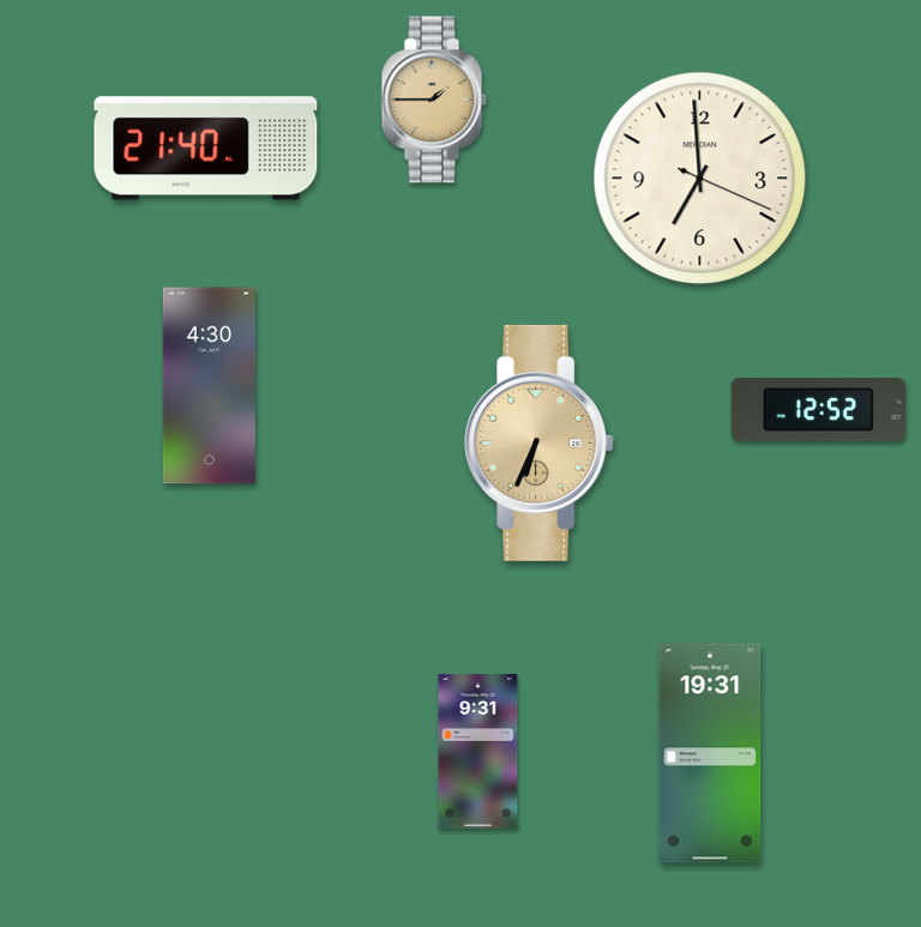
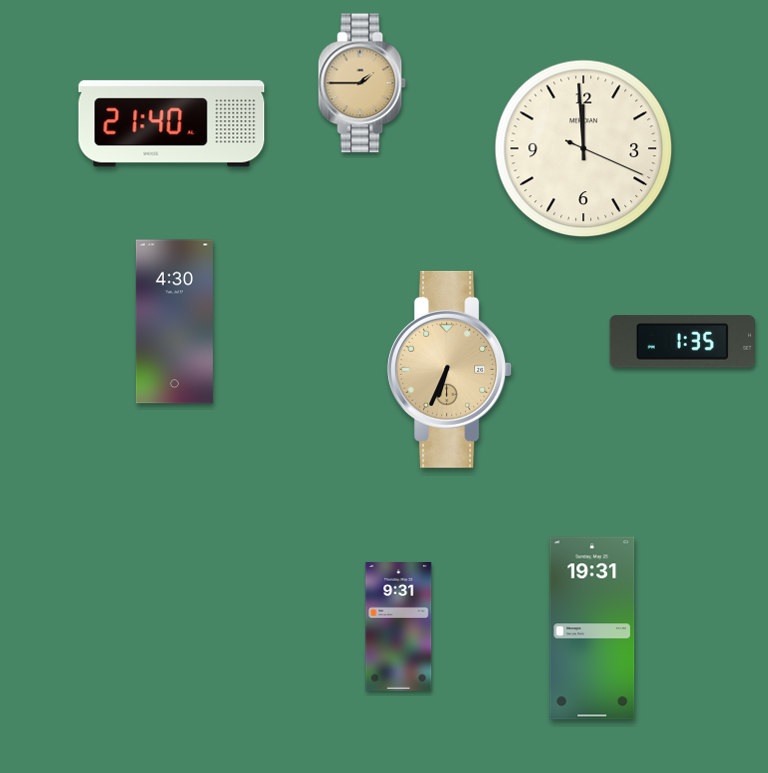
clock at (700, 179): 6:59 -> 11:59
clock at (818, 410): 12:52 -> 1:35
